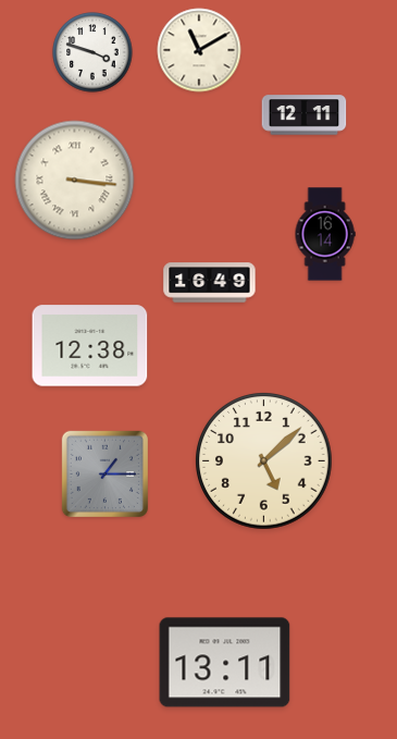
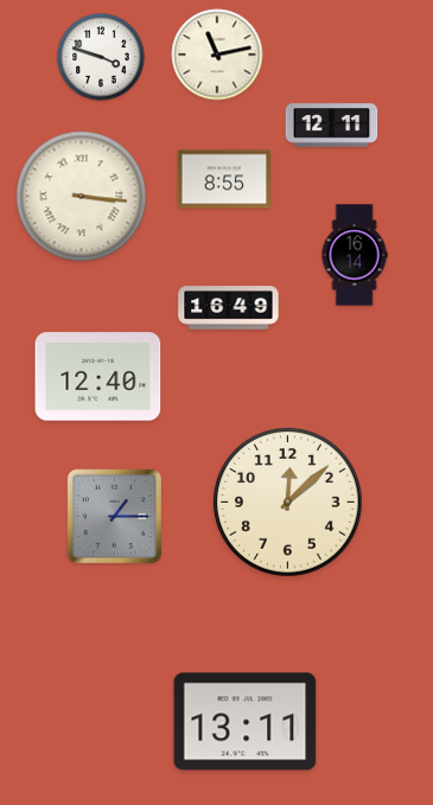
clock at (199, 50): 11:10 -> 11:13
clock at (224, 179): none -> 8:55
clock at (90, 346): 12:38 -> 12:40
clock at (264, 461): 5:08 -> 12:08
